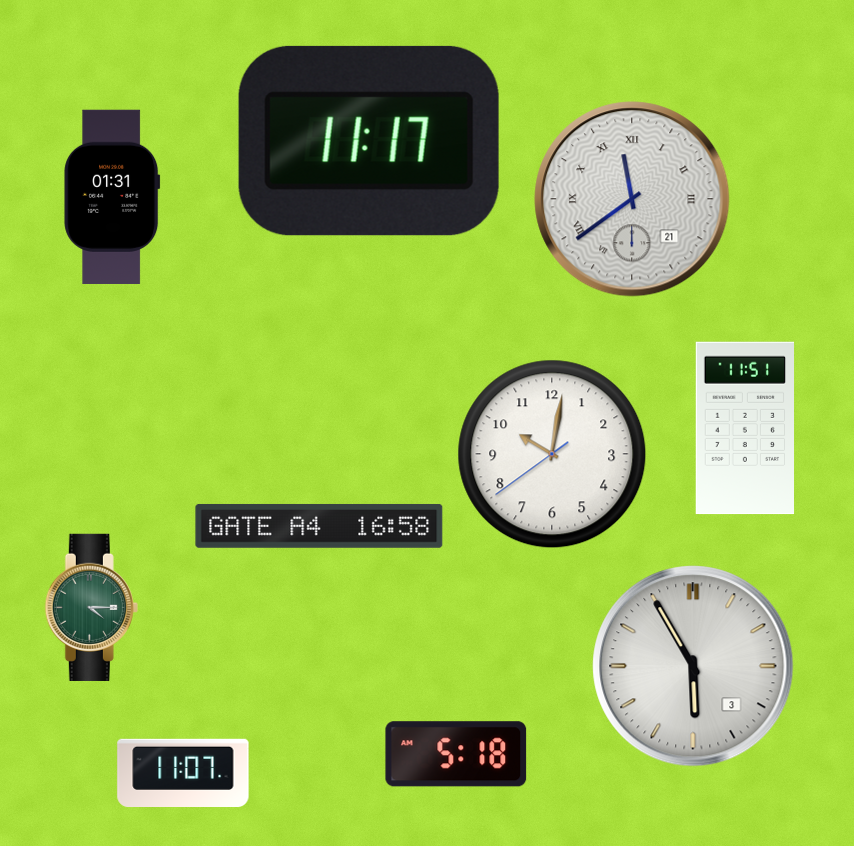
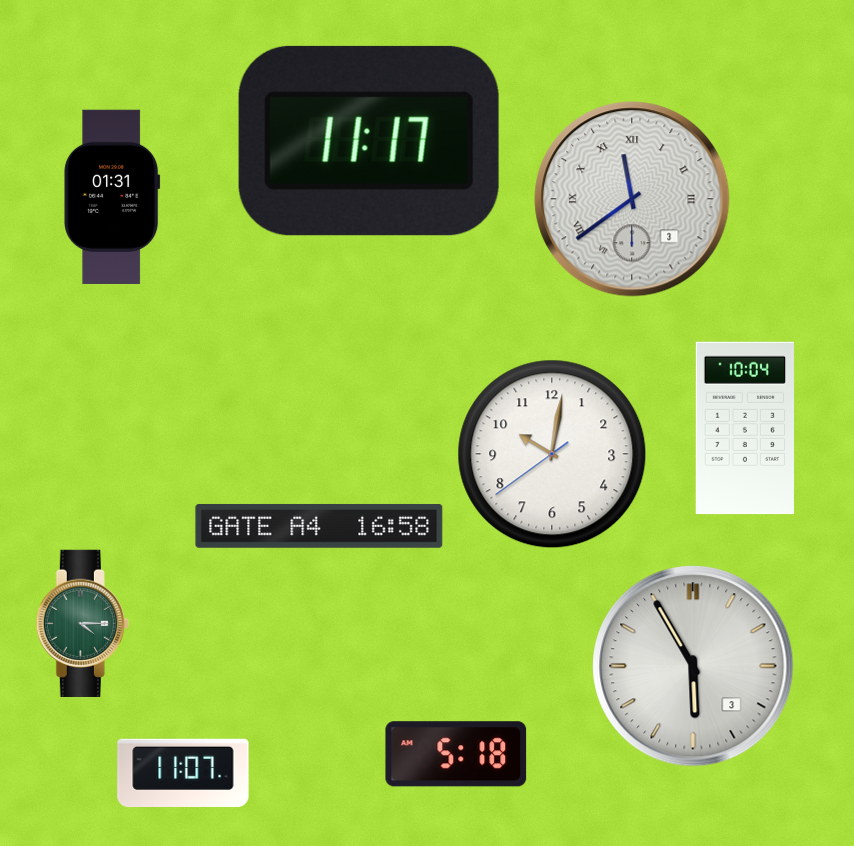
clock at (632, 199) date: 21 -> 3
clock at (745, 428): 11:51 -> 10:04
clock at (91, 607) position: (91, 607) -> (82, 623)
